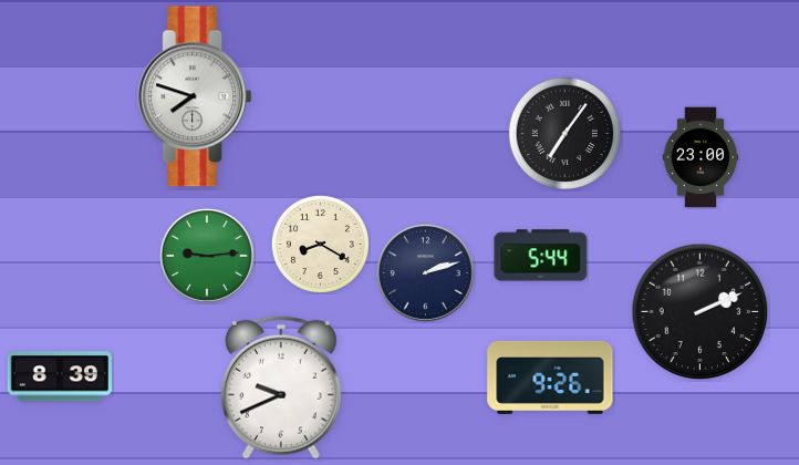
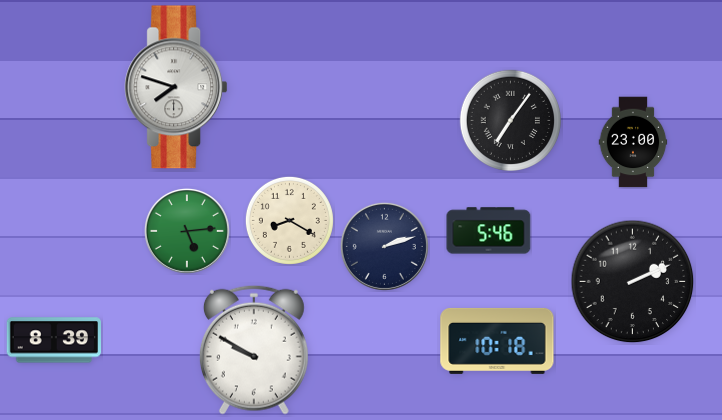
clock at (207, 256): 9:14 -> 5:14
clock at (541, 256): 5:44 -> 5:46
clock at (550, 378): 9:26 -> 10:18
clock at (281, 387): 9:41 -> 9:50
